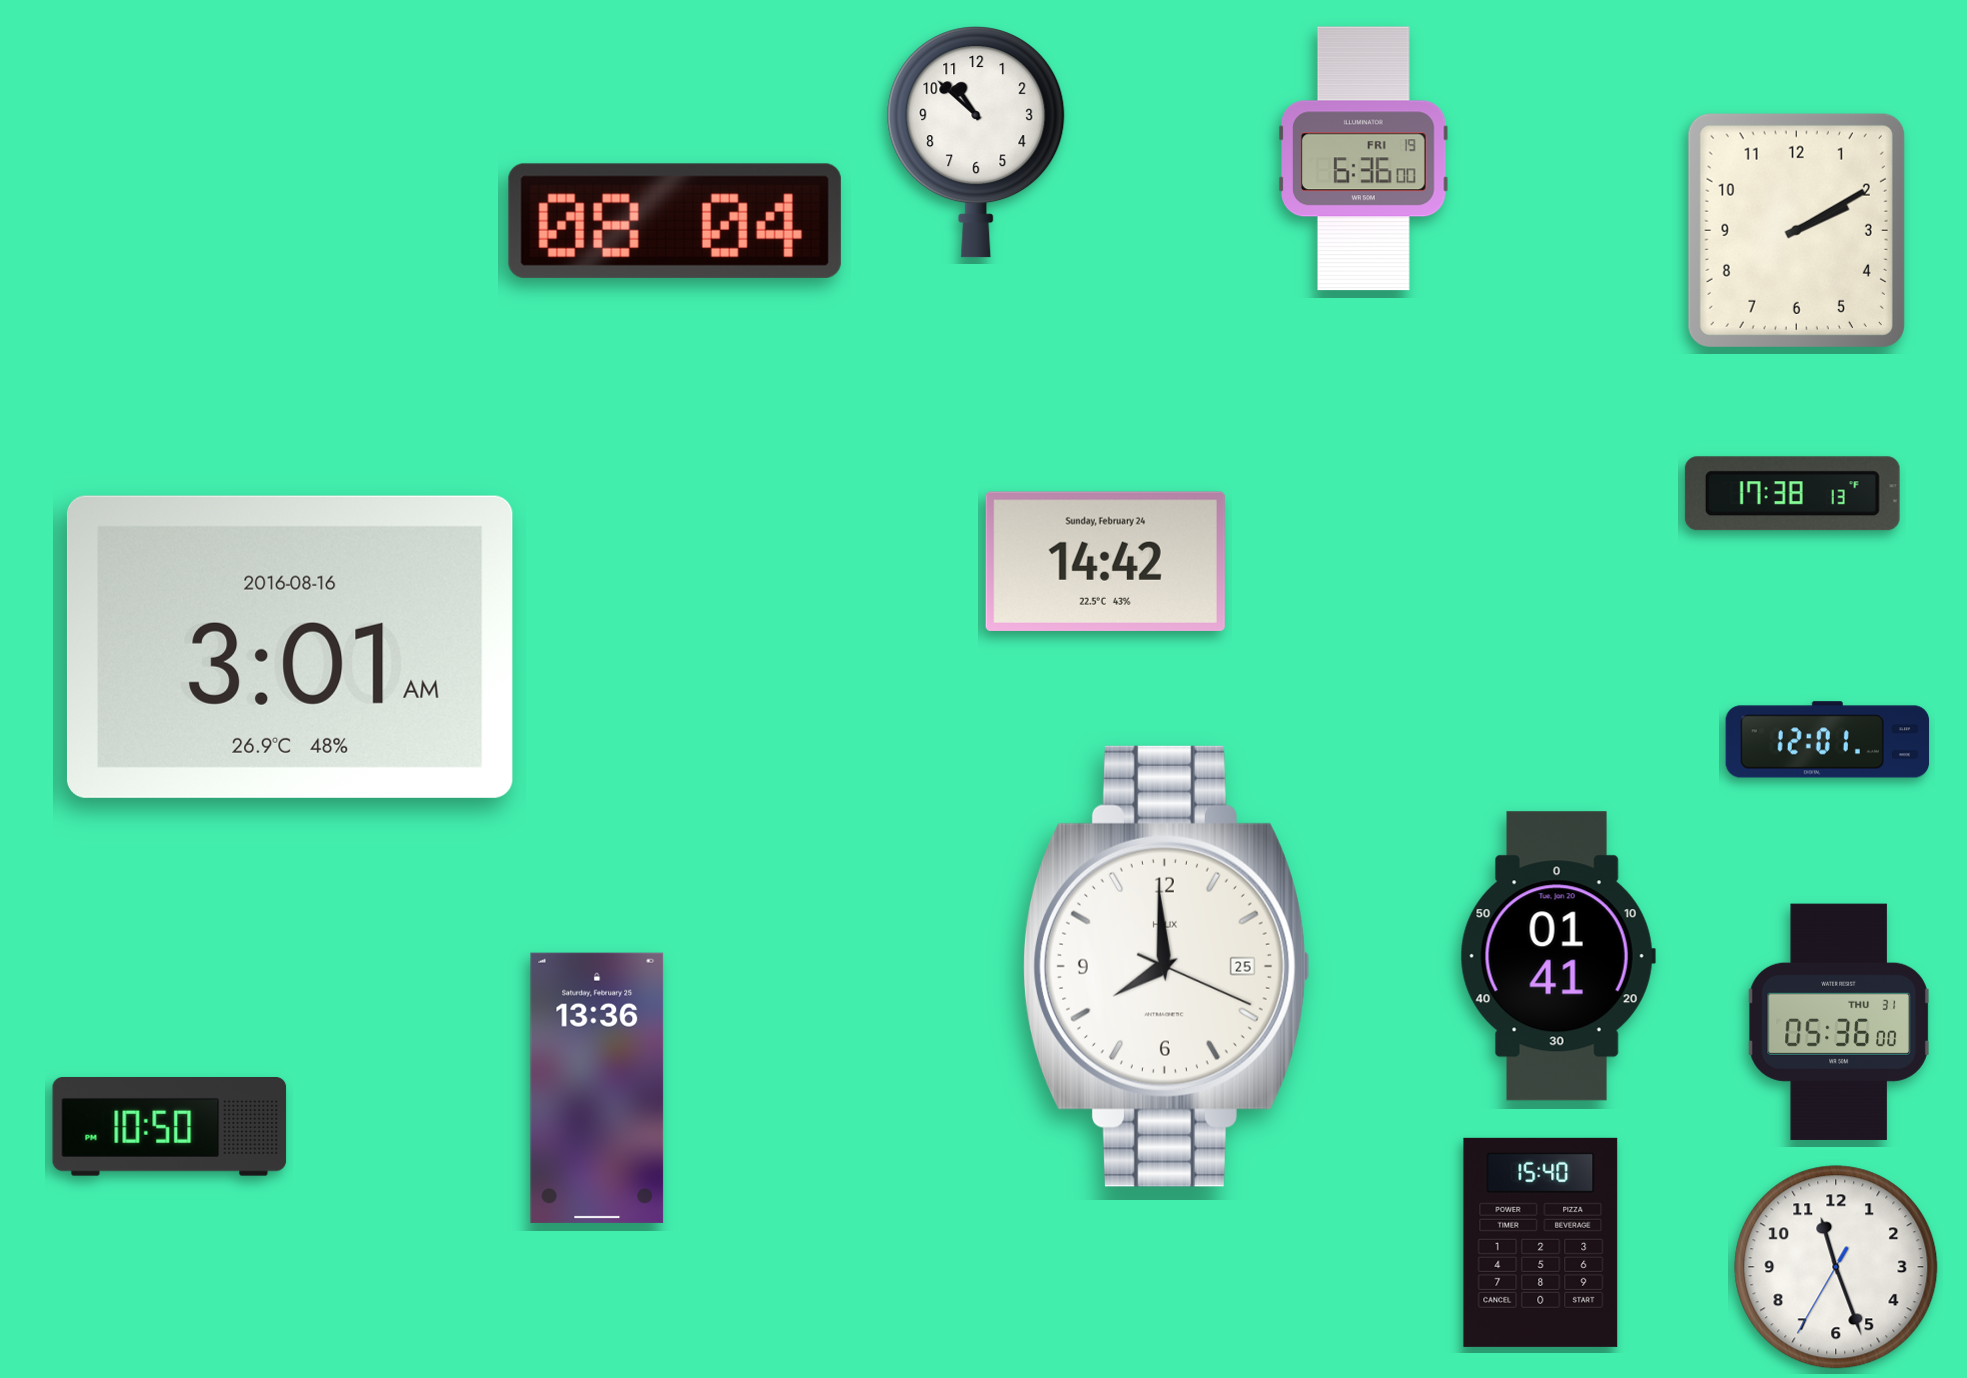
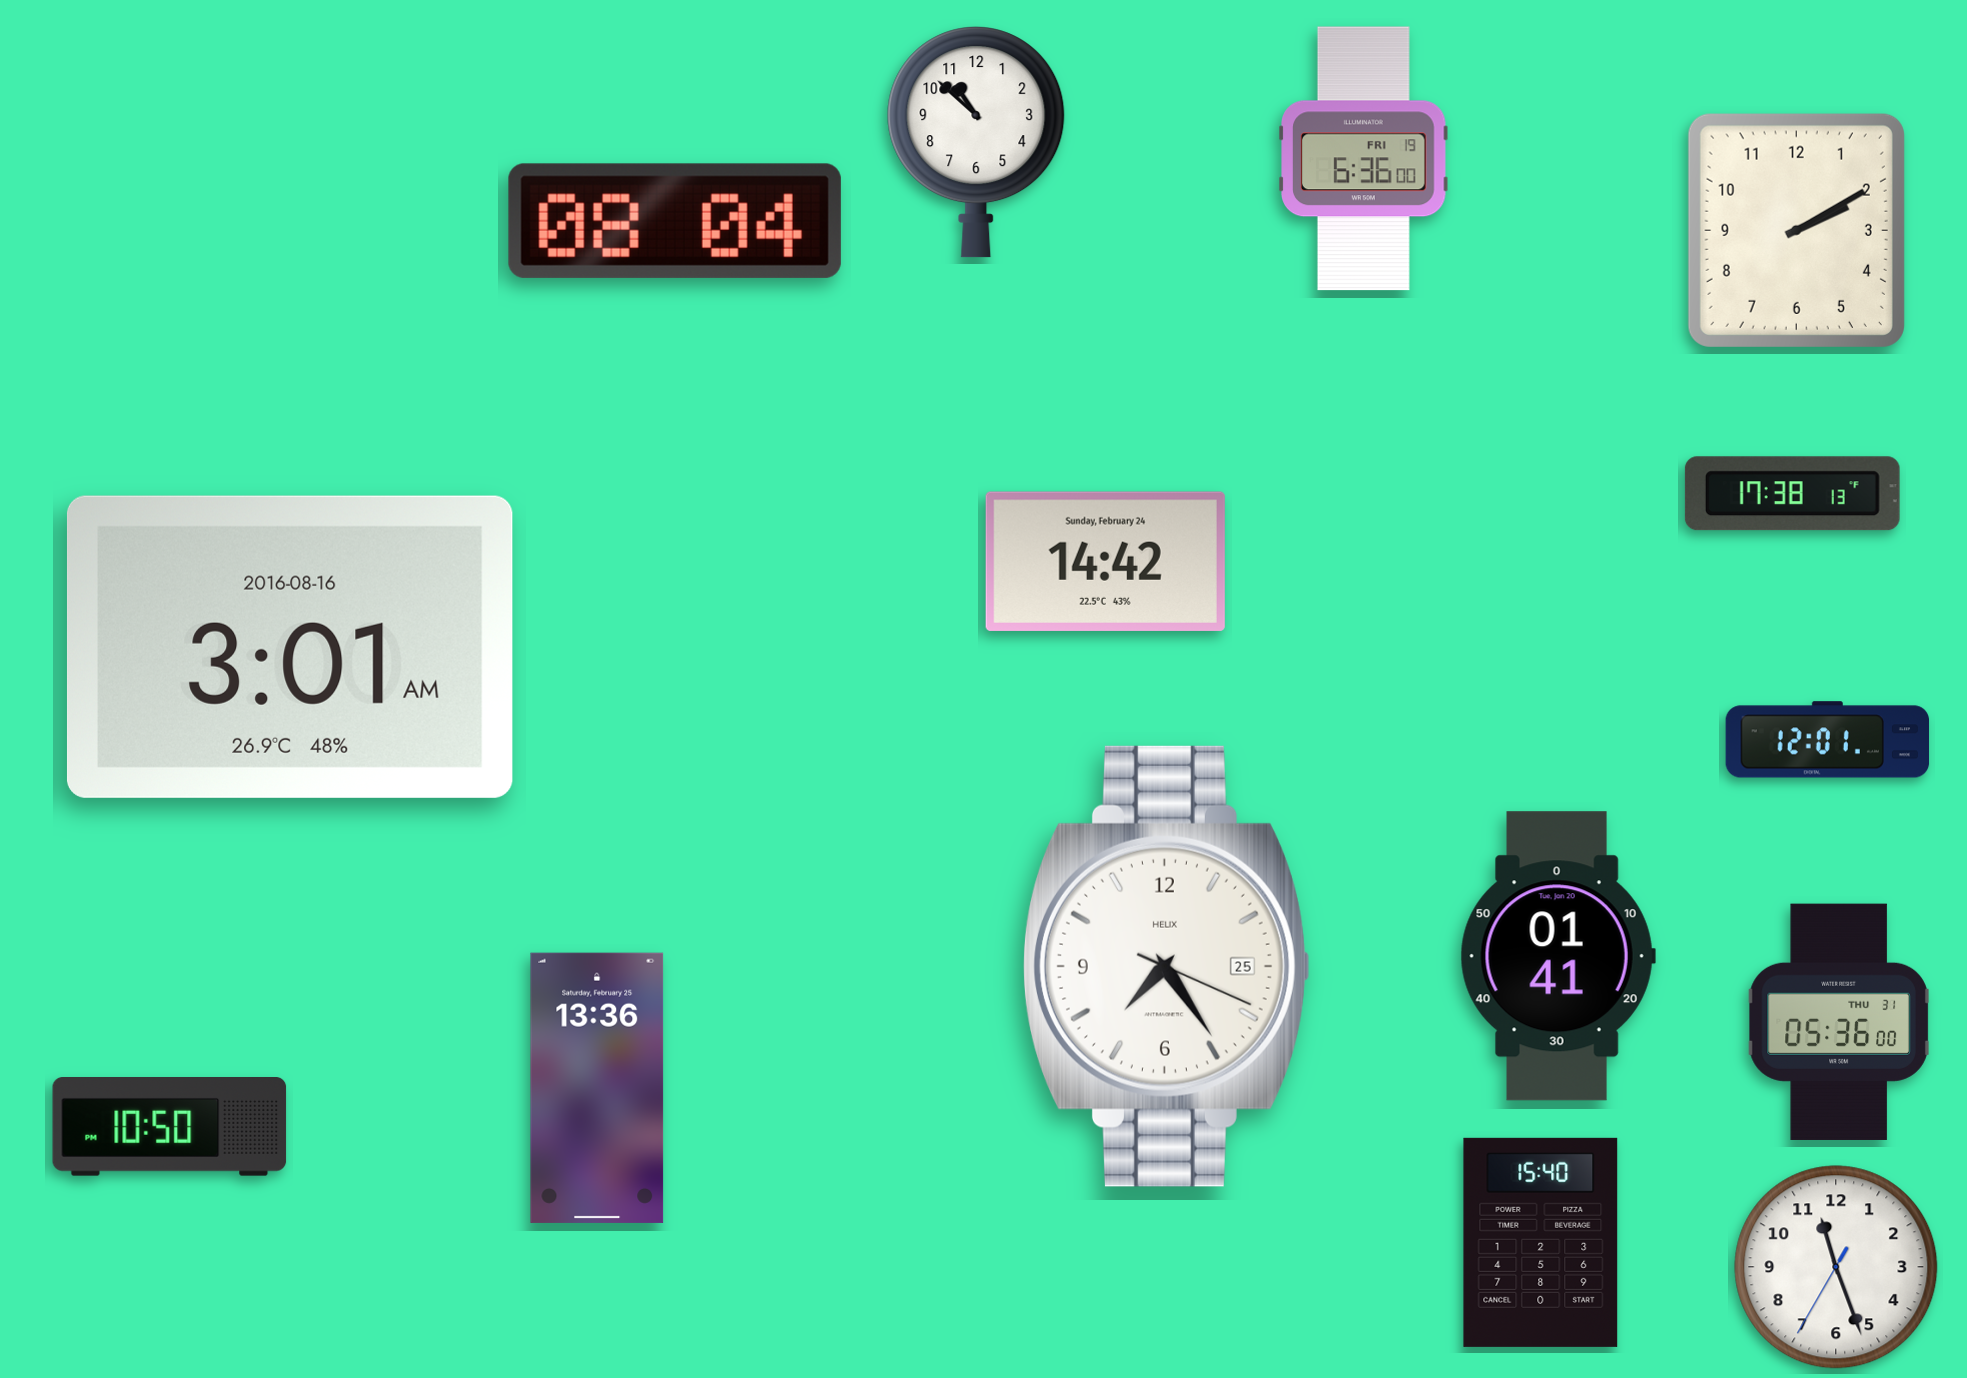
clock at (1166, 966): 7:59 -> 7:24
